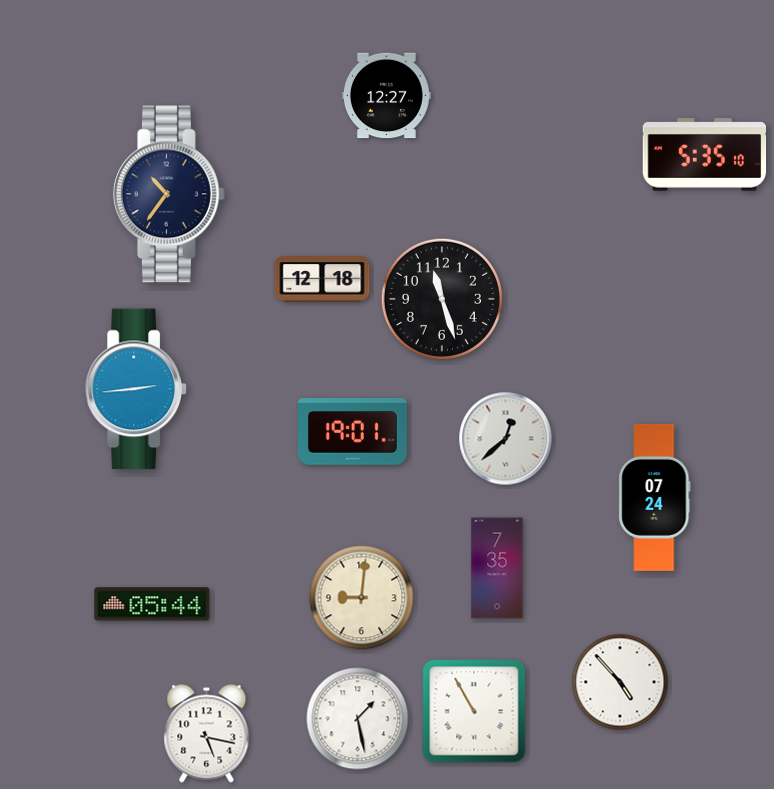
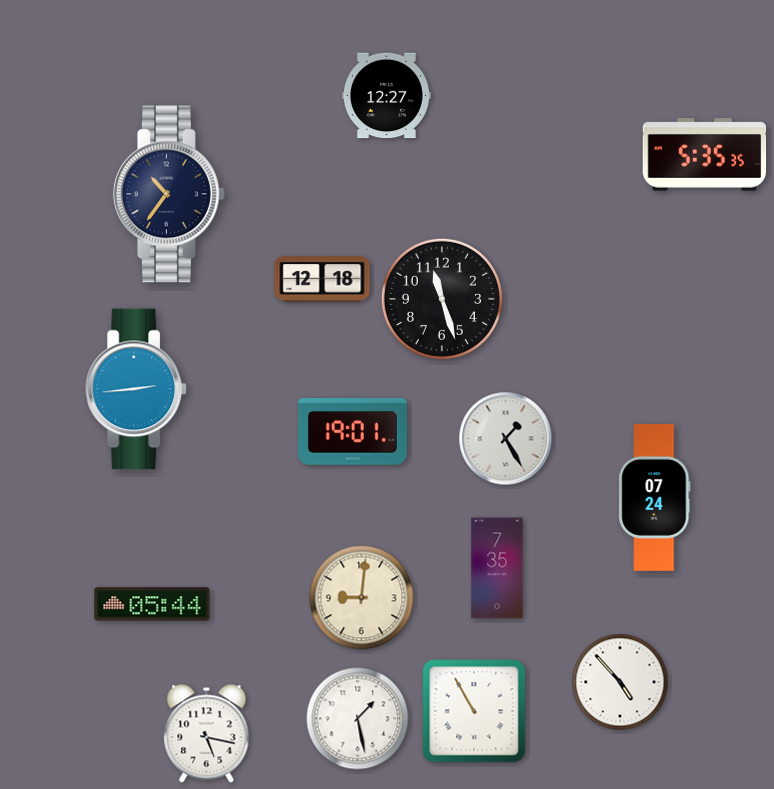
clock at (705, 155): 5:35:10 -> 5:35:35
clock at (506, 439): 12:38 -> 1:25
